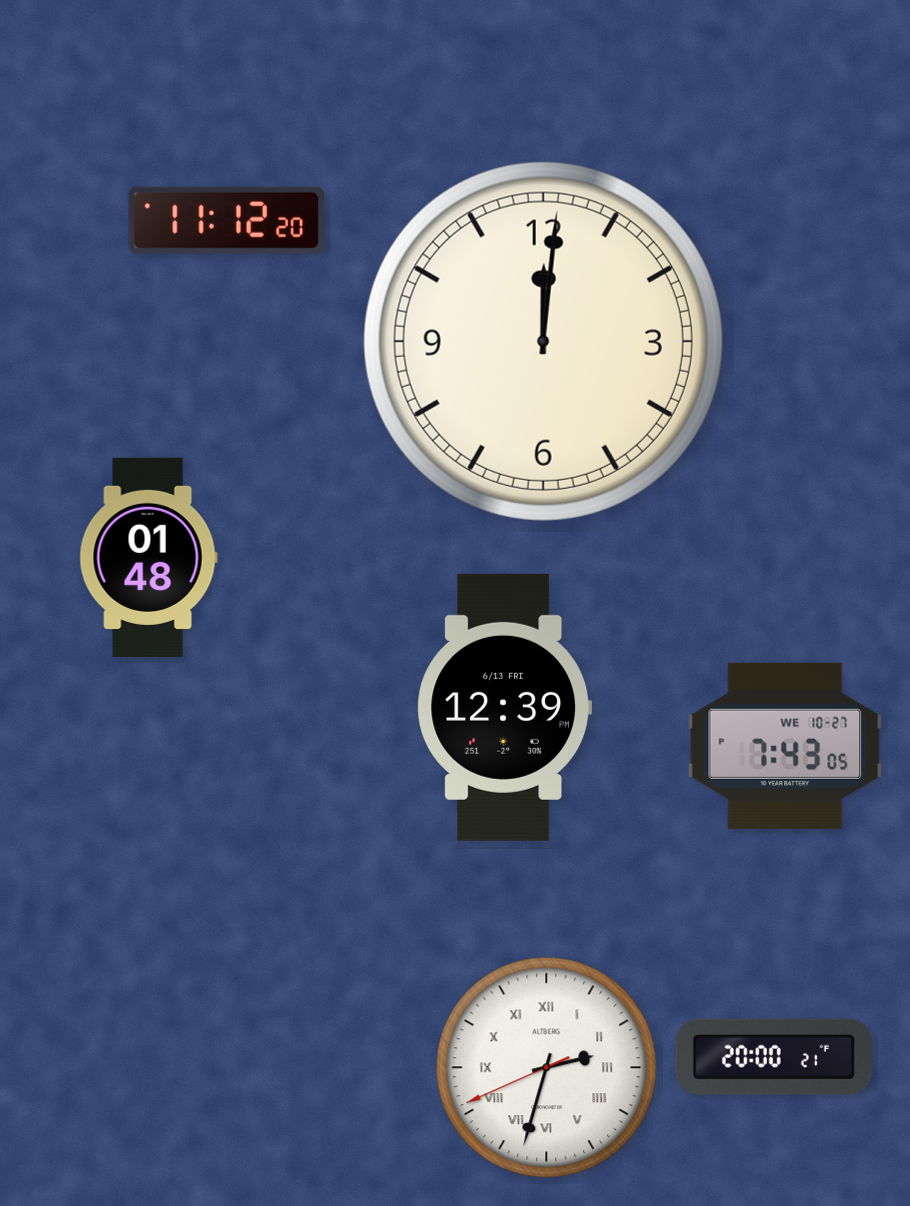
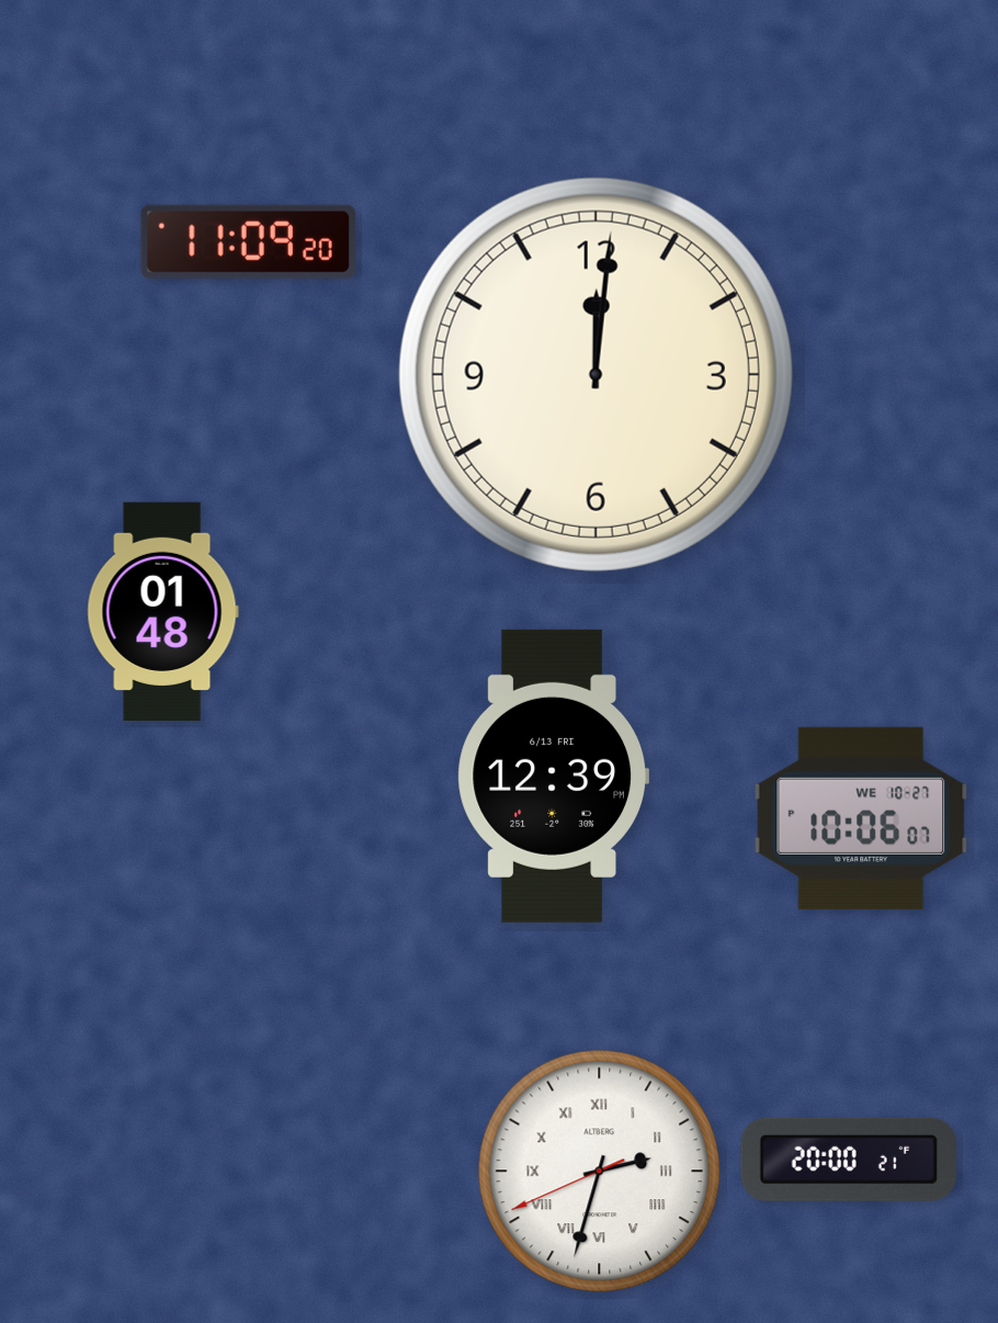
clock at (226, 220): 11:12 -> 11:09
clock at (785, 746): 7:43 -> 10:06
